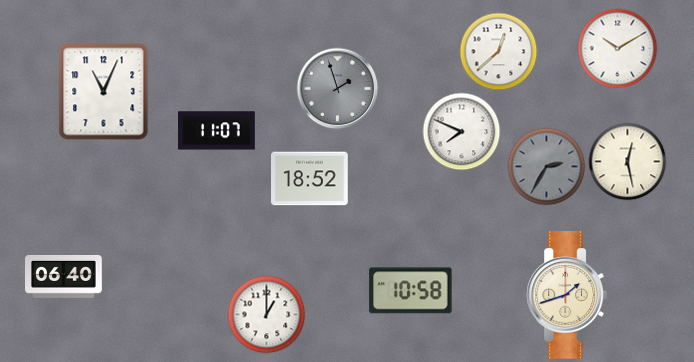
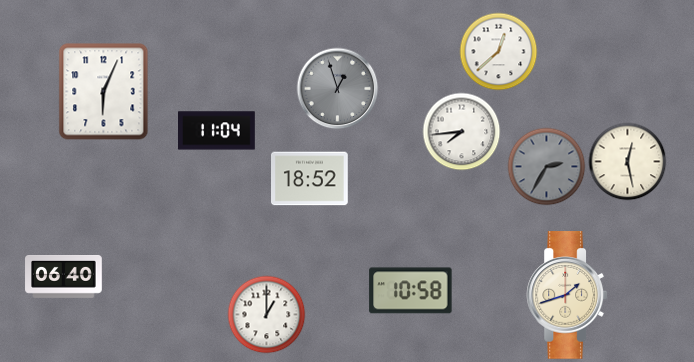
clock at (617, 48): 10:10 -> none
clock at (337, 88): 1:57 -> 12:57
clock at (104, 92): 11:04 -> 6:04
clock at (217, 131): 11:07 -> 11:04
clock at (461, 131): 7:49 -> 7:44
